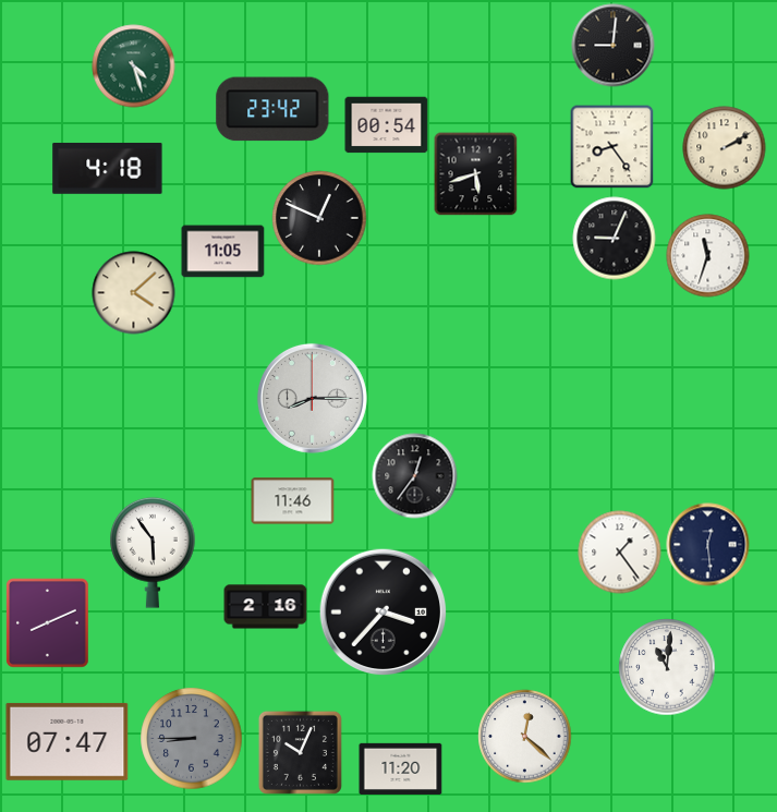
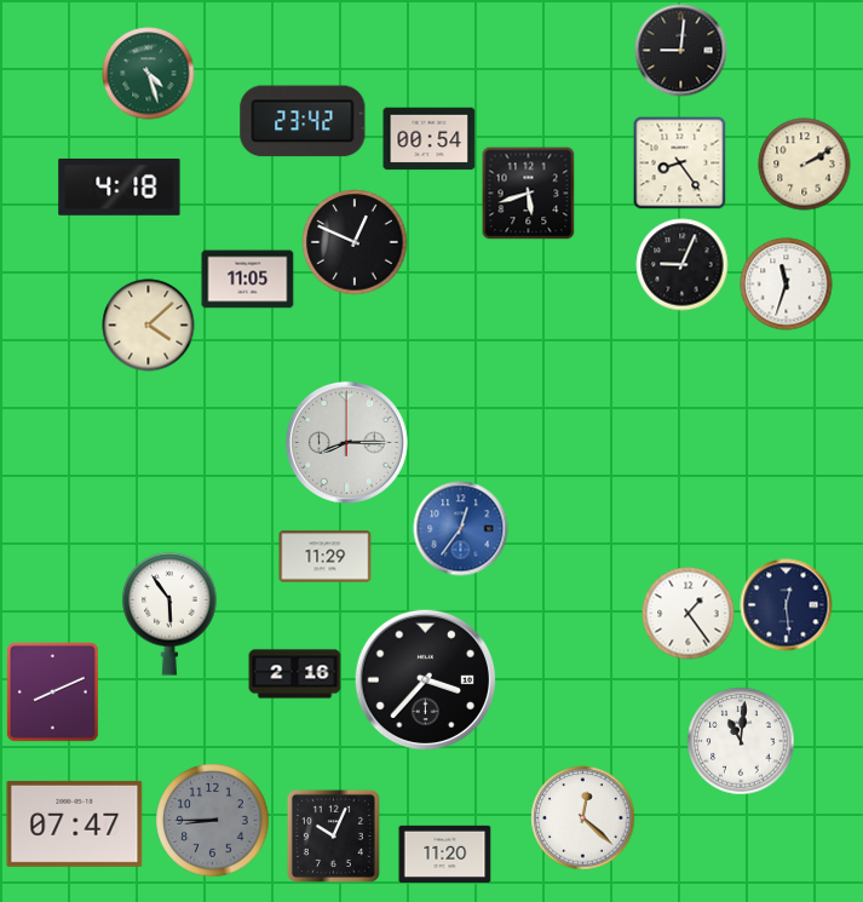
clock at (415, 476) dial: black -> blue
clock at (293, 501): 11:46 -> 11:29
